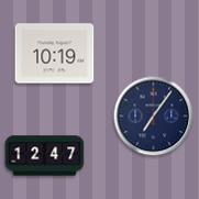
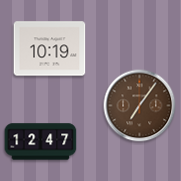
clock at (154, 117) dial: navy -> brown
